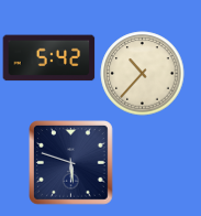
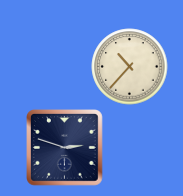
clock at (49, 58): 5:42 -> none
clock at (71, 163): 5:48 -> 2:48
